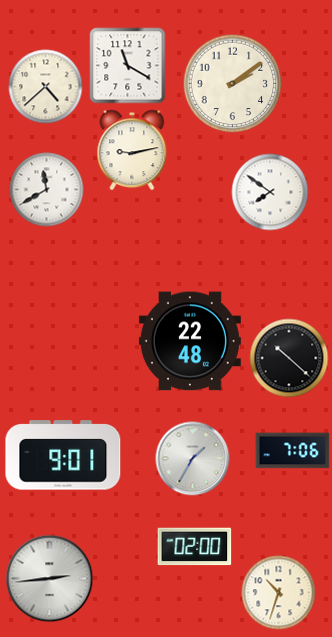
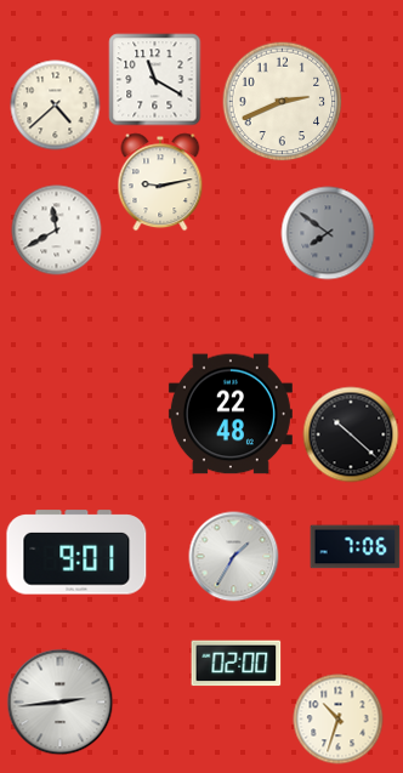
clock at (233, 84): 2:09 -> 2:41
clock at (270, 192) dial: white -> grey
